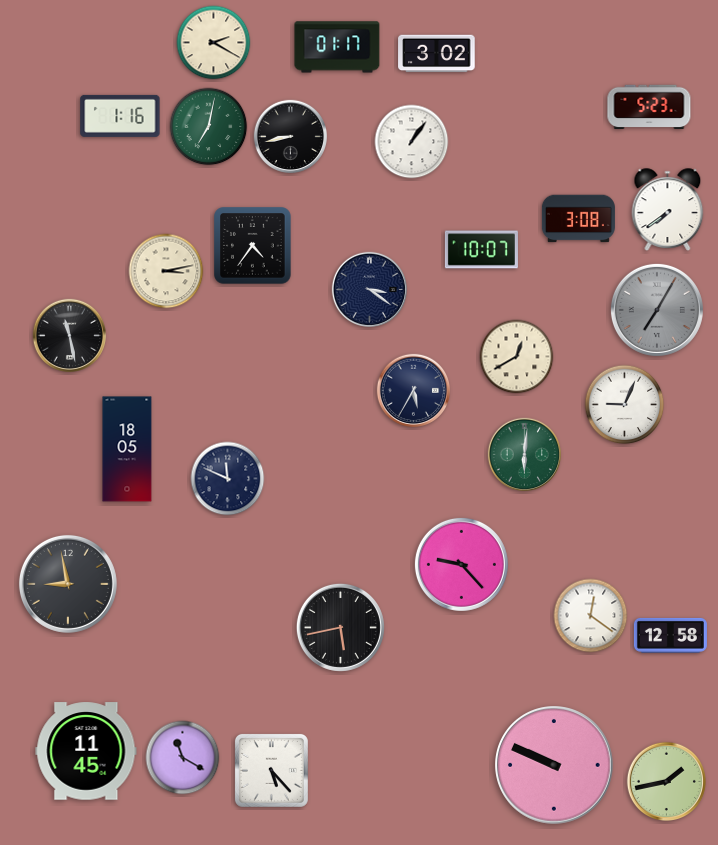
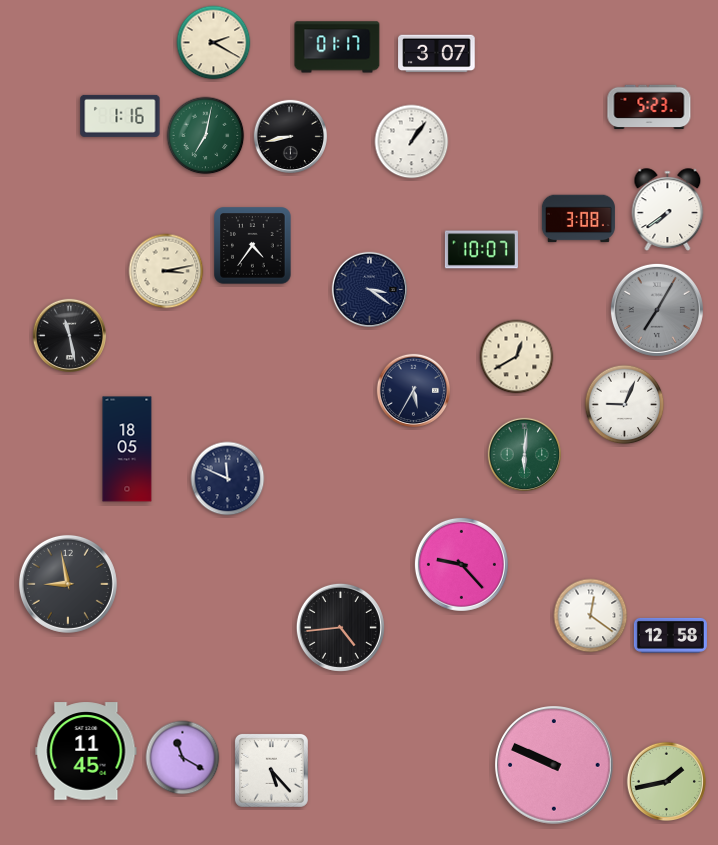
clock at (437, 54): 3:02 -> 3:07
clock at (209, 127) position: (209, 127) -> (206, 136)
clock at (340, 627): 5:43 -> 4:44
